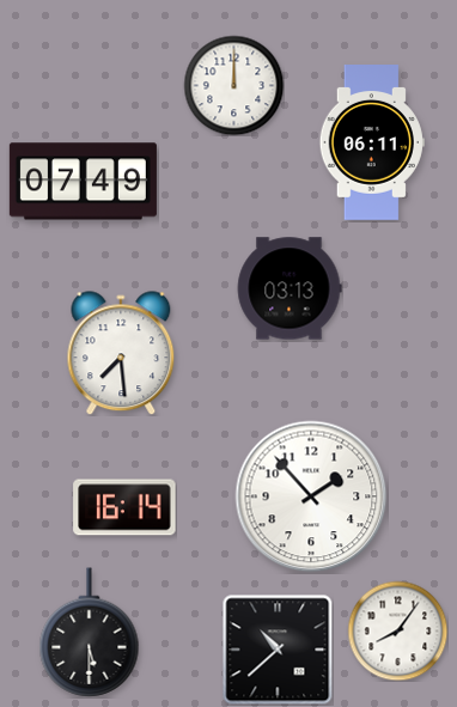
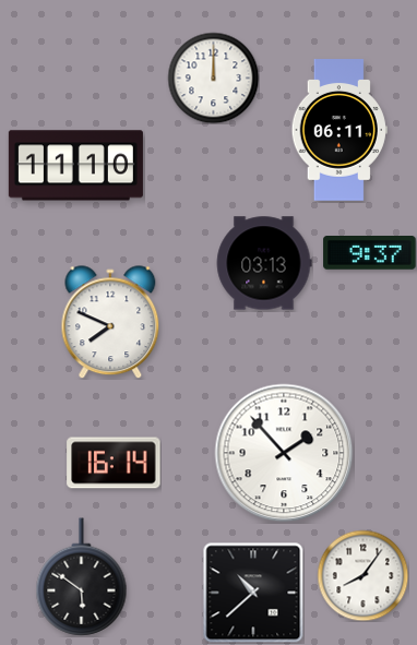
clock at (83, 182): 07:49 -> 11:10
clock at (370, 253): none -> 9:37
clock at (121, 353): 7:29 -> 7:49
clock at (90, 633): 5:30 -> 5:51
